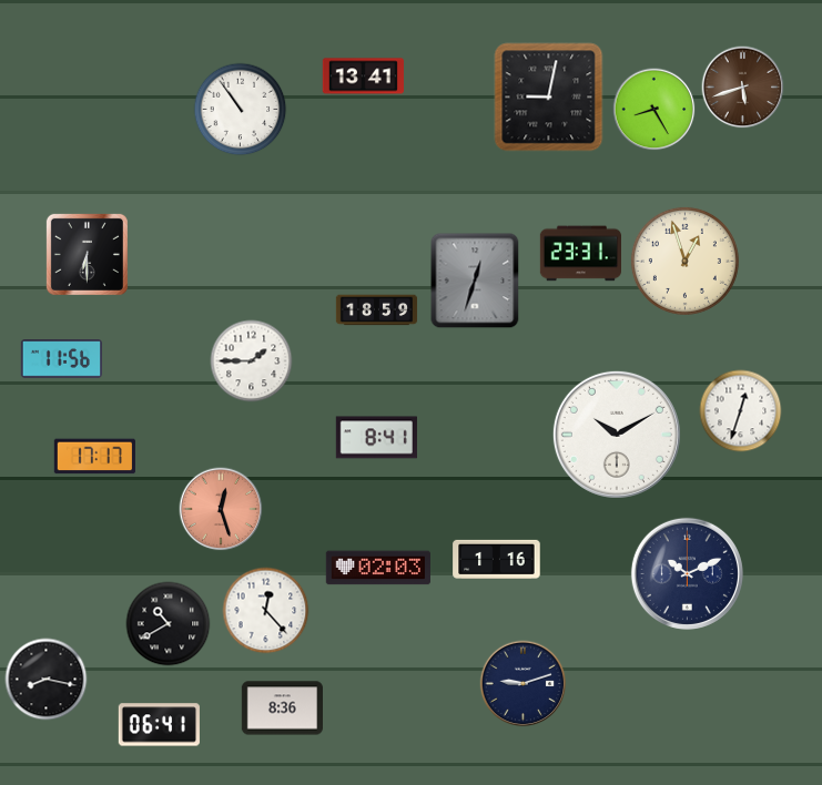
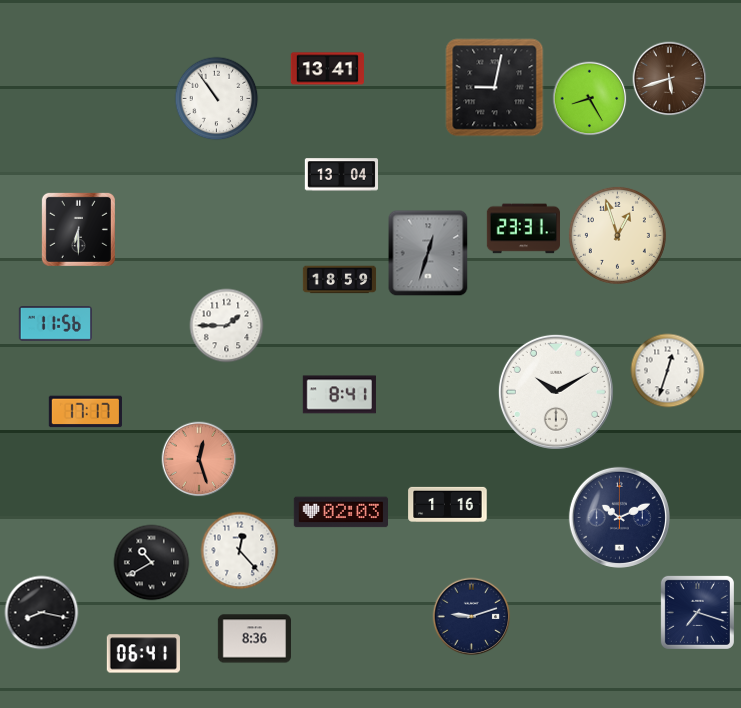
clock at (341, 175): none -> 13:04
clock at (697, 612): none -> 7:18
